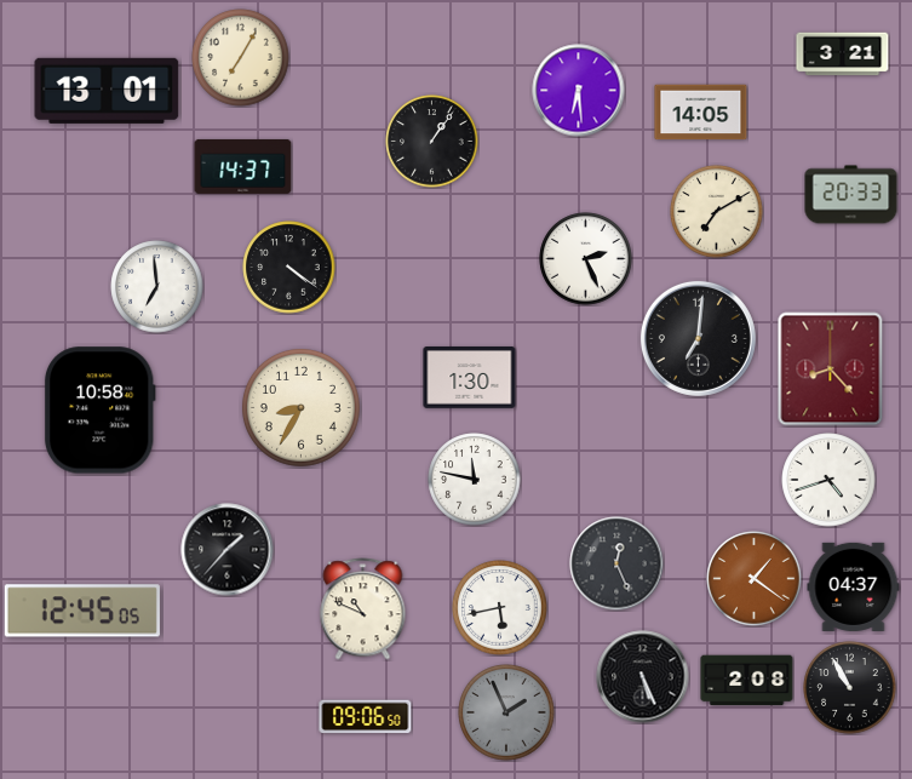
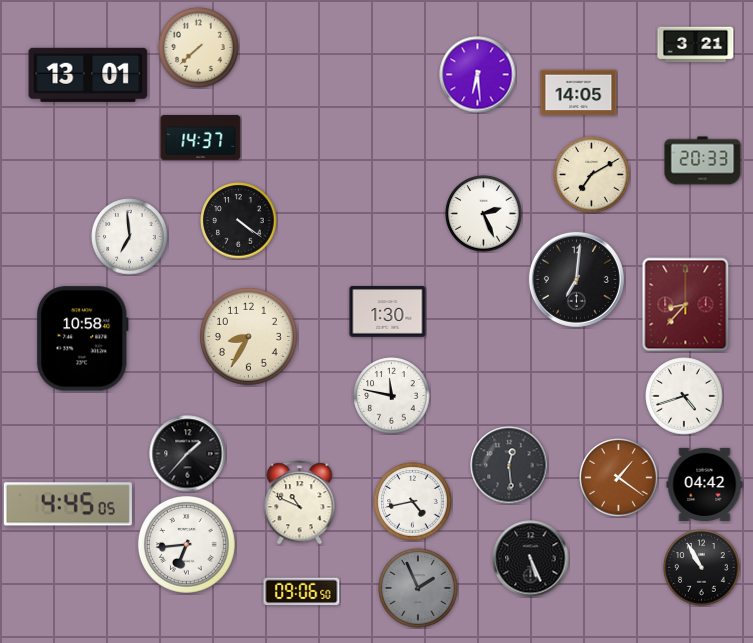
clock at (241, 58): 7:05 -> 7:38
clock at (432, 142): 1:06 -> none
clock at (831, 370): 8:23 -> 8:37
clock at (616, 563): 12:26 -> 12:29
clock at (755, 579) position: (755, 579) -> (619, 478)
clock at (854, 586): 04:37 -> 04:42
clock at (500, 608): 5:43 -> 4:43
clock at (82, 611): 12:45 -> 4:45
clock at (186, 544): none -> 6:44
clock at (747, 681): 2:08 -> none
